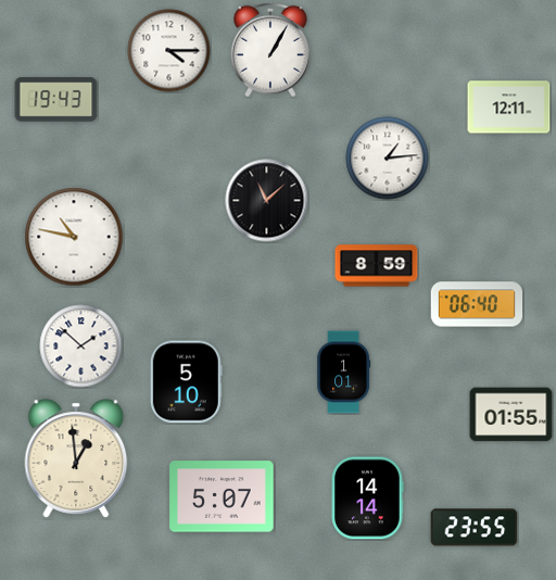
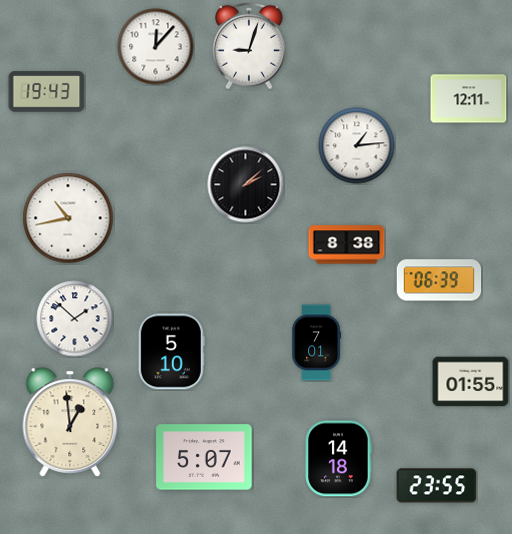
clock at (271, 50): 1:05 -> 9:03
clock at (169, 51): 4:15 -> 12:07
clock at (56, 100) position: (56, 100) -> (47, 92)
clock at (267, 201): 11:08 -> 2:08
clock at (74, 237): 10:47 -> 10:43
clock at (377, 266): 8:59 -> 8:38
clock at (477, 304): 06:40 -> 06:39
clock at (344, 373): 1:01 -> 7:01
clock at (367, 499): 14:14 -> 14:18
